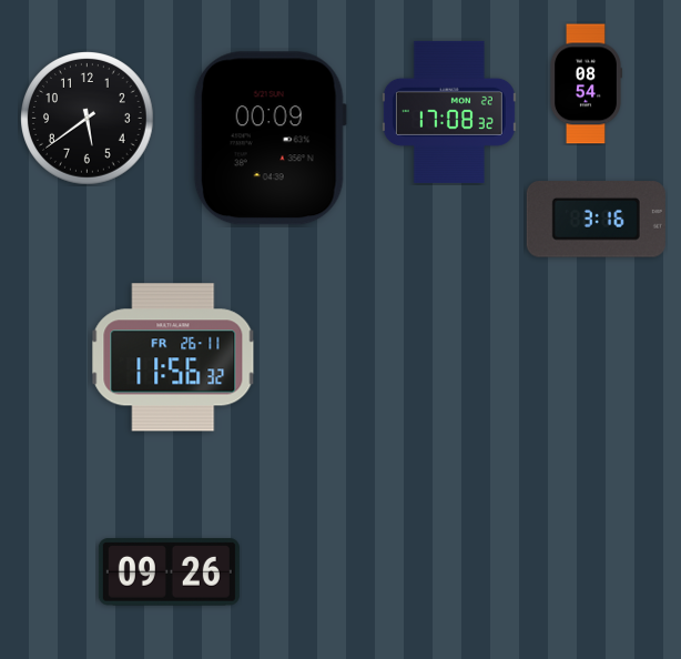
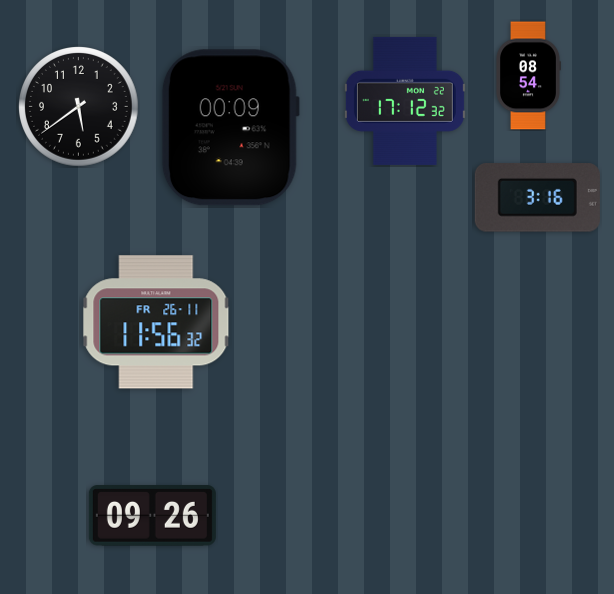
clock at (449, 112): 17:08 -> 17:12
clock at (270, 139) position: (270, 139) -> (230, 128)
